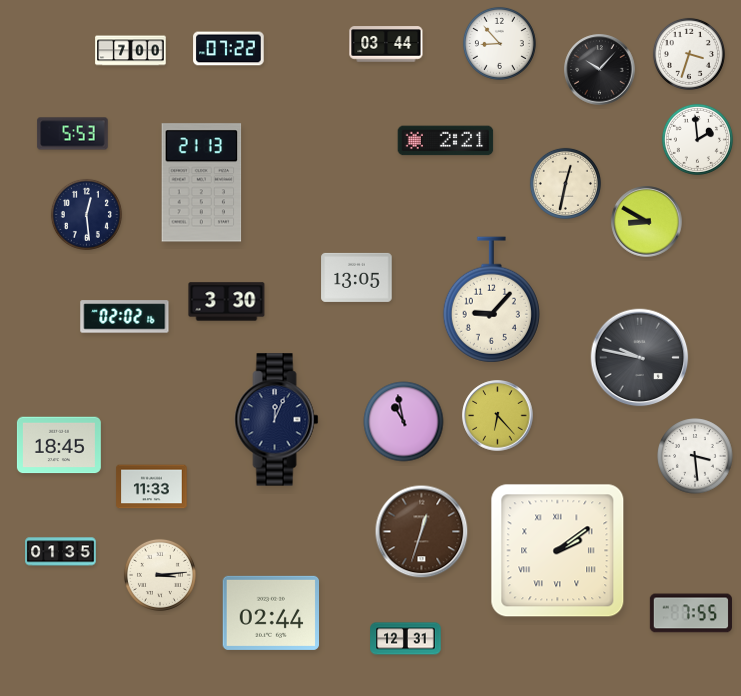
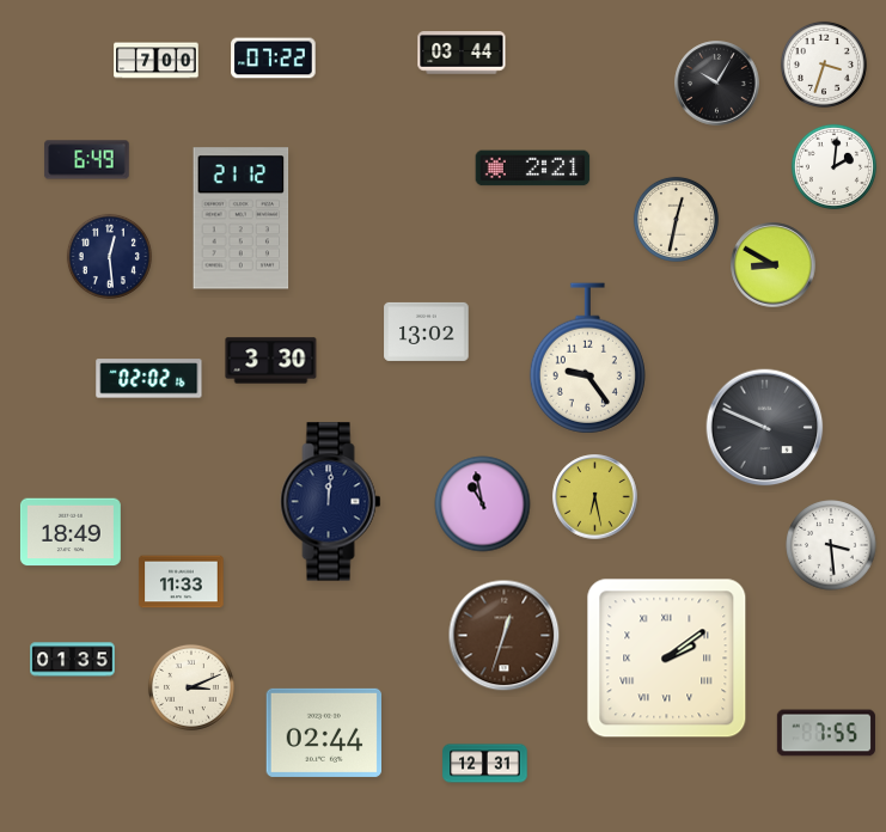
clock at (499, 43): 8:53 -> none
clock at (600, 70): 10:07 -> 10:05
clock at (73, 134): 5:53 -> 6:49
clock at (697, 139): 1:59 -> 2:01
clock at (202, 183): 21:13 -> 21:12
clock at (86, 214) position: (86, 214) -> (109, 256)
clock at (357, 277): 13:05 -> 13:02
clock at (491, 300): 9:07 -> 9:24
clock at (640, 358): 9:47 -> 9:49
clock at (498, 416): 6:23 -> 6:28
clock at (277, 420): 12:04 -> 12:01
clock at (59, 445): 18:45 -> 18:49
clock at (160, 575): 3:14 -> 3:11
